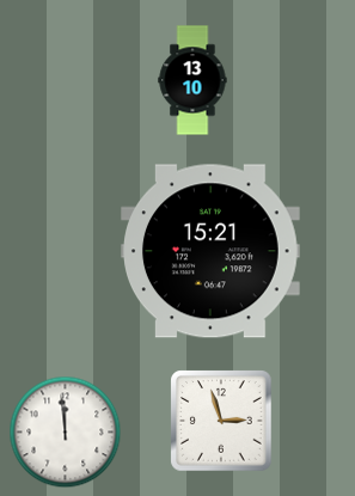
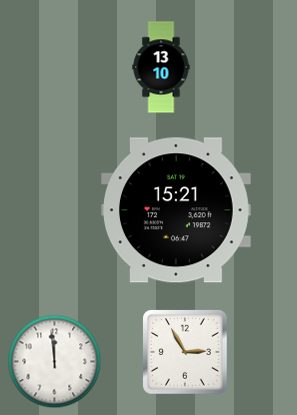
clock at (221, 421): 2:57 -> 2:55
